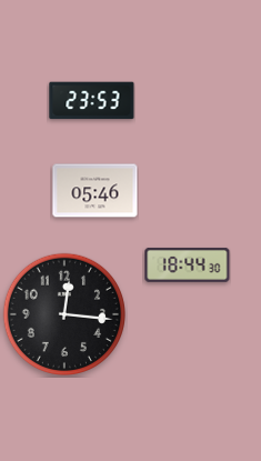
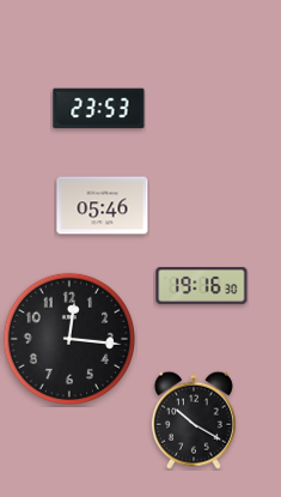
clock at (188, 264): 18:44 -> 19:16
clock at (194, 420): none -> 10:20
